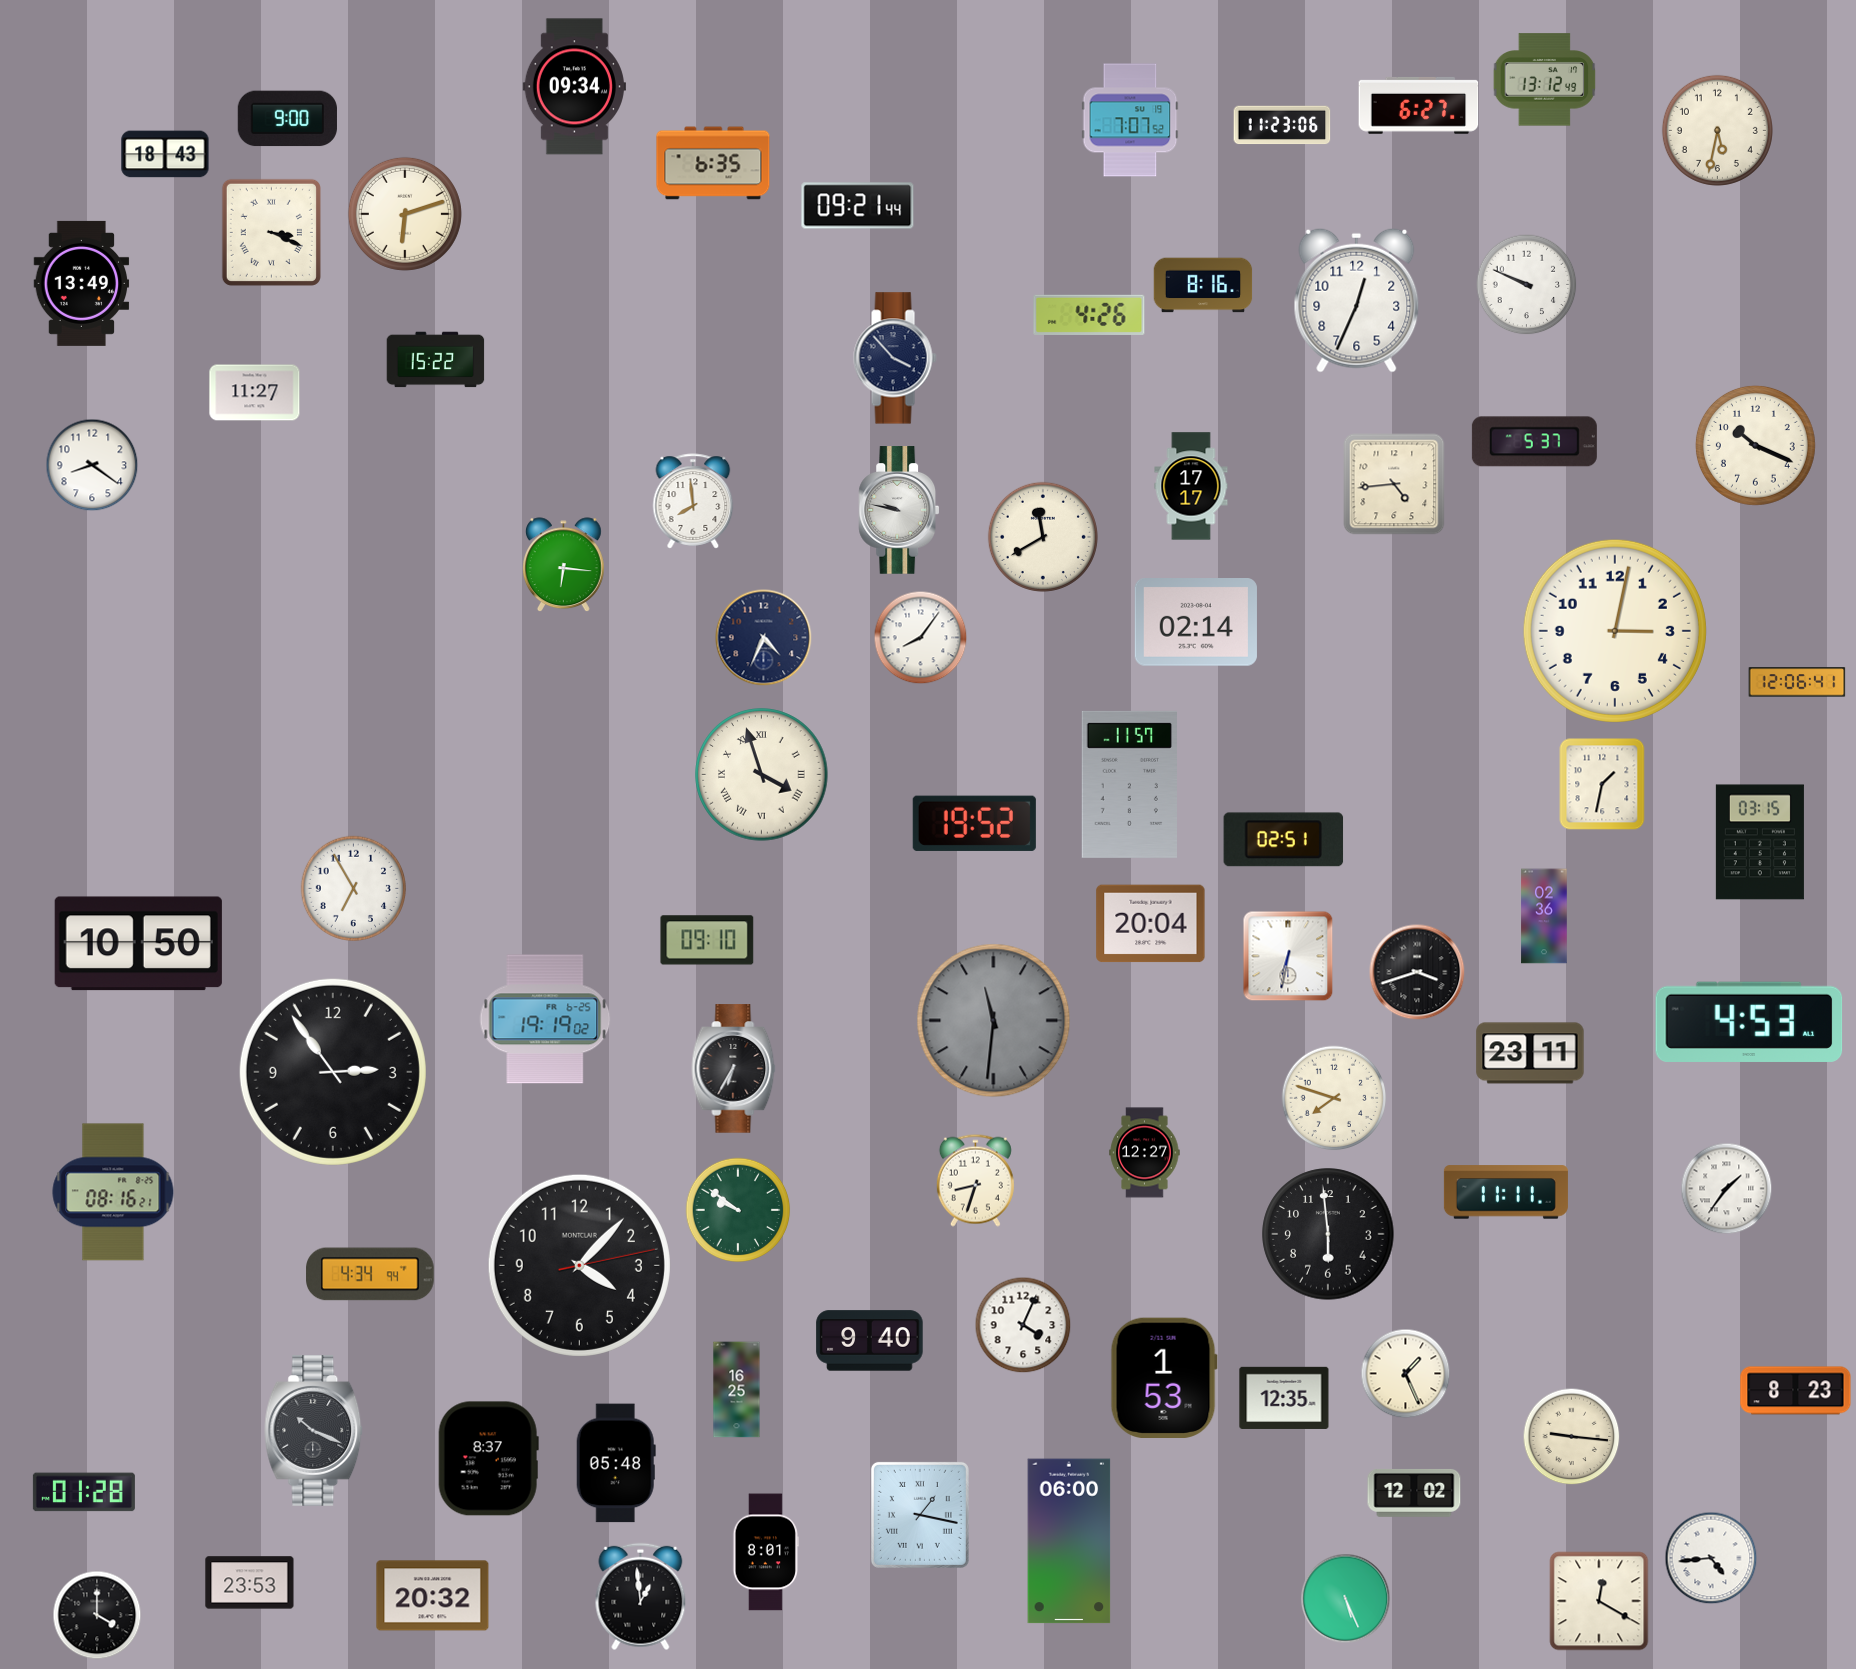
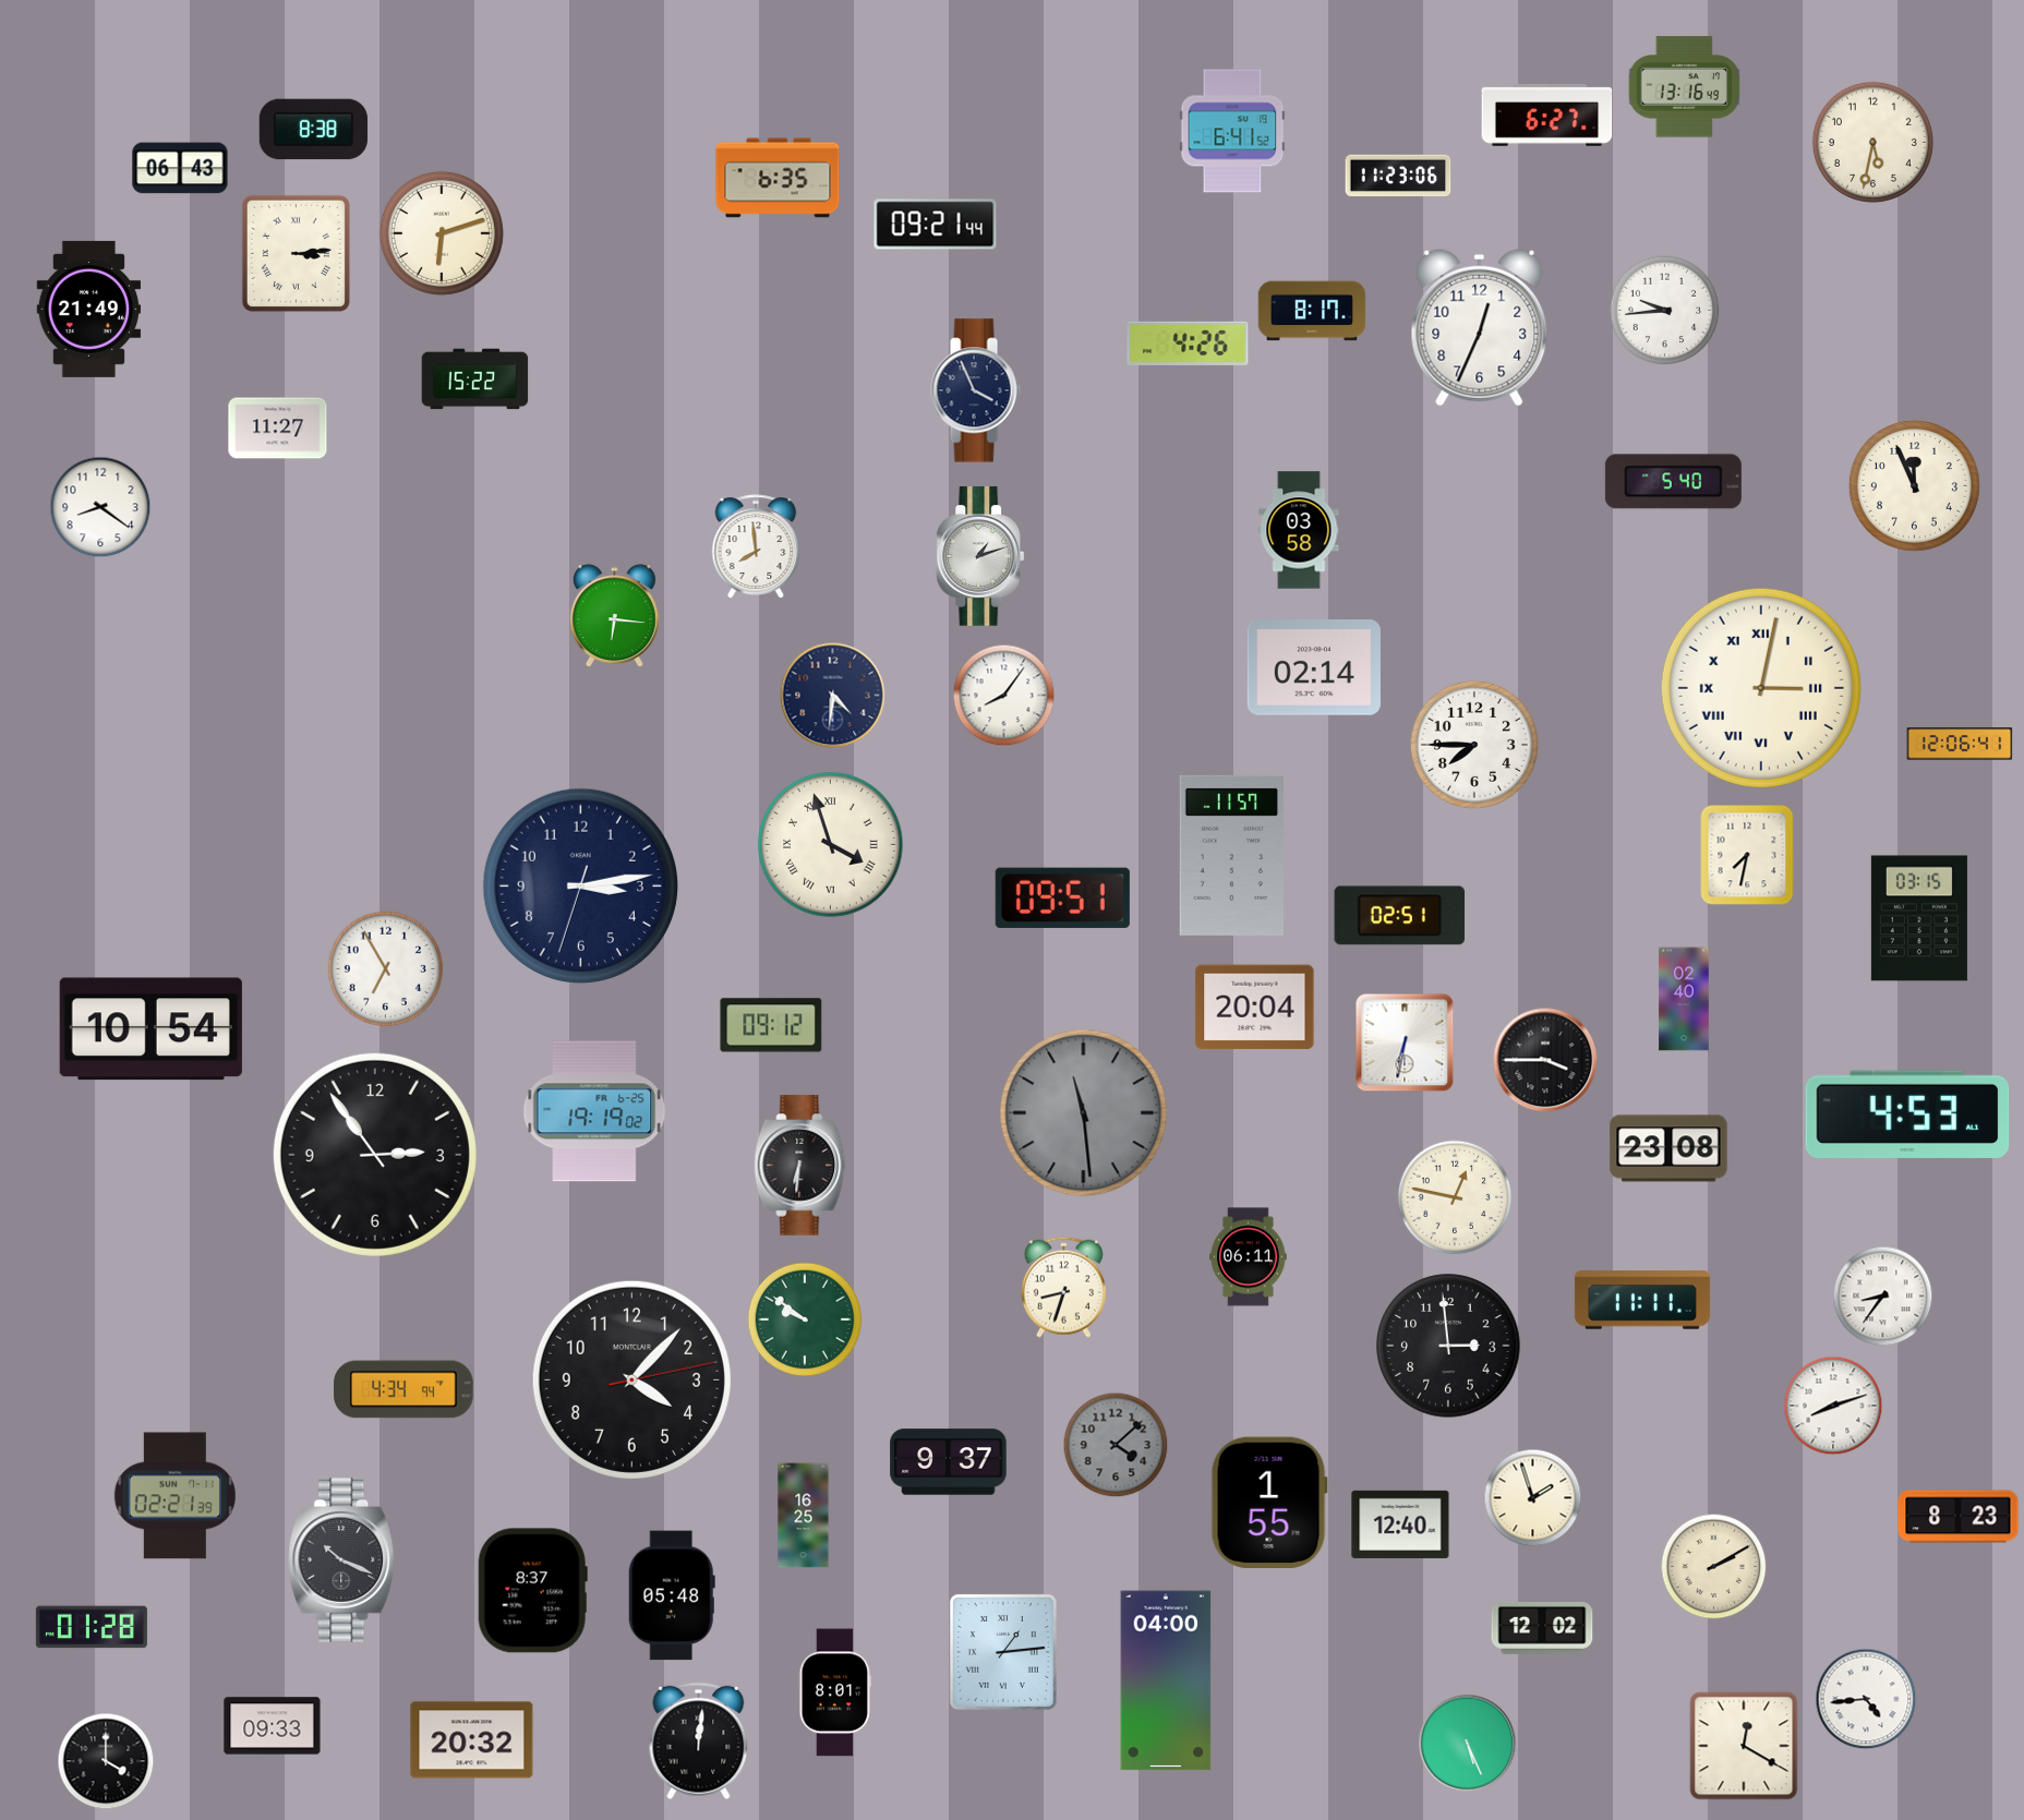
clock at (1545, 80): 13:12 -> 13:16
clock at (574, 87): 09:34 -> none
clock at (287, 119): 9:00 -> 8:38
clock at (1130, 120): 7:07 -> 6:41
clock at (1282, 125) position: (1282, 125) -> (1398, 176)
clock at (165, 154): 18:43 -> 06:43
clock at (271, 232): 3:19 -> 3:14
clock at (82, 283): 13:49 -> 21:49
clock at (1203, 285): 8:16 -> 8:17
clock at (1527, 285): 9:49 -> 9:44
clock at (895, 358): 3:53 -> 3:56
clock at (436, 360) position: (436, 360) -> (475, 379)
clock at (1534, 442): 5:37 -> 5:40
clock at (1755, 445): 10:19 -> 11:56
clock at (1394, 484): 4:44 -> none
clock at (1191, 486): 17:17 -> 03:58
clock at (899, 510): 9:47 -> 1:12
clock at (1043, 537): 11:40 -> none
clock at (1196, 623) position: (1196, 623) -> (1314, 668)
clock at (1615, 631) numerals: Arabic -> Roman
clock at (764, 638): 4:34 -> 4:31
clock at (1474, 745): none -> 7:45
clock at (1602, 784): 1:32 -> 7:32
clock at (580, 885): none -> 3:13
clock at (974, 823): 19:52 -> 09:51
clock at (1544, 916): 02:36 -> 02:40
clock at (707, 940): 09:10 -> 09:12
clock at (138, 944): 10:50 -> 10:54
clock at (1417, 972): 3:42 -> 3:45
clock at (994, 1021): 11:31 -> 11:29
clock at (1530, 1053): 23:11 -> 23:08
clock at (734, 1069): 6:35 -> 6:31
clock at (333, 1072) position: (333, 1072) -> (375, 1155)
clock at (1334, 1098): 7:48 -> 12:47
clock at (1145, 1153): 12:27 -> 06:11
clock at (1727, 1189): 1:36 -> 8:36
clock at (113, 1192): 08:16 -> none
clock at (1328, 1234): 5:59 -> 2:59
clock at (1833, 1406): none -> 8:12
clock at (1023, 1325): 4:04 -> 4:08
clock at (1023, 1325) dial: white -> grey
clock at (870, 1341): 9:40 -> 9:37
clock at (174, 1496): none -> 02:21
clock at (1406, 1374): 1:26 -> 1:57
clock at (1164, 1377): 1:53 -> 1:55
clock at (1284, 1398): 12:35 -> 12:40
clock at (1572, 1437): 9:16 -> 2:10
clock at (920, 1515): 1:17 -> 1:14
clock at (1069, 1541): 06:00 -> 04:00
clock at (250, 1583): 23:53 -> 09:33
clock at (641, 1597): 12:59 -> 12:01
